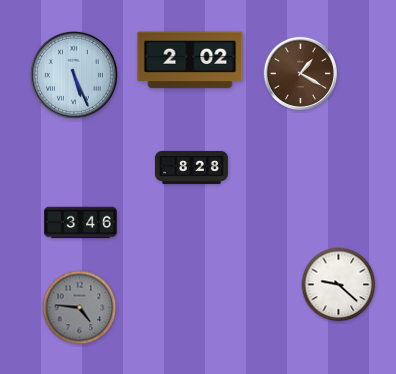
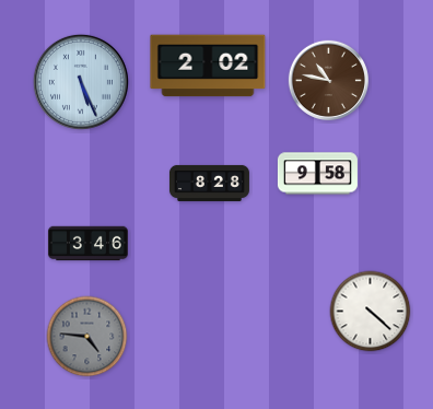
clock at (300, 73): 1:20 -> 10:47
clock at (317, 174): none -> 9:58
clock at (339, 285): 9:22 -> 4:22
